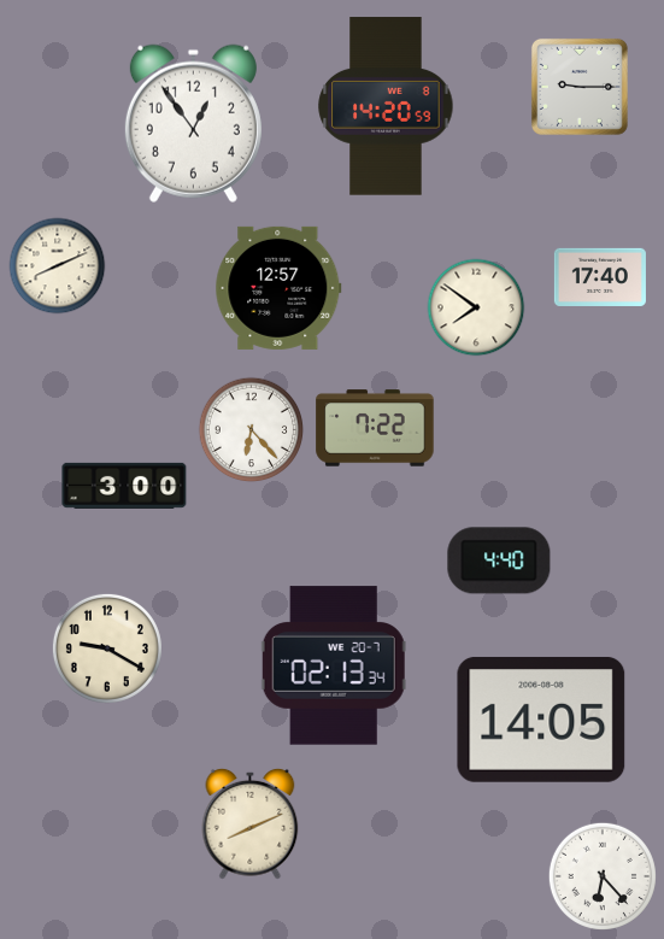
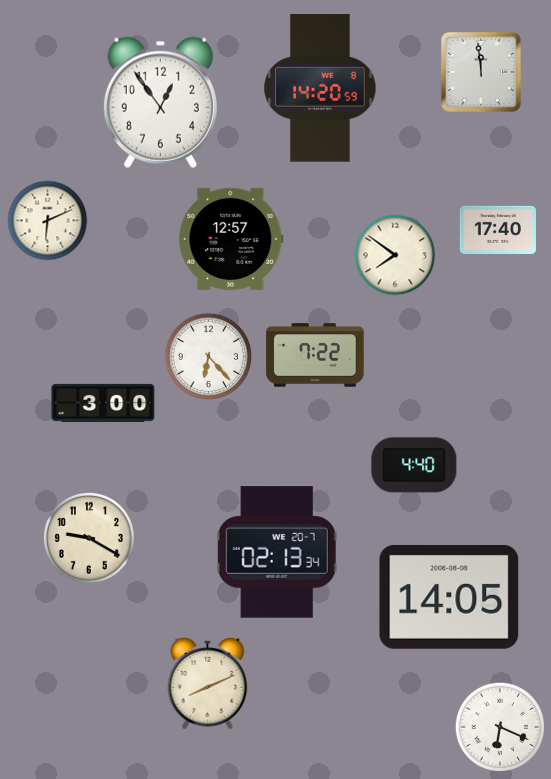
clock at (580, 87): 9:15 -> 11:59
clock at (58, 266): 8:11 -> 6:11
clock at (375, 428) position: (375, 428) -> (315, 355)
clock at (603, 876): 6:23 -> 6:19
